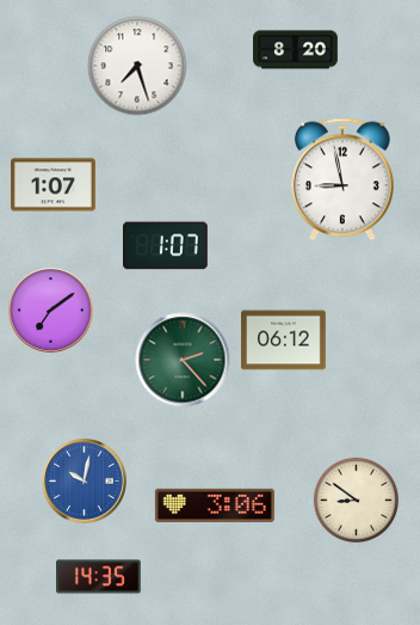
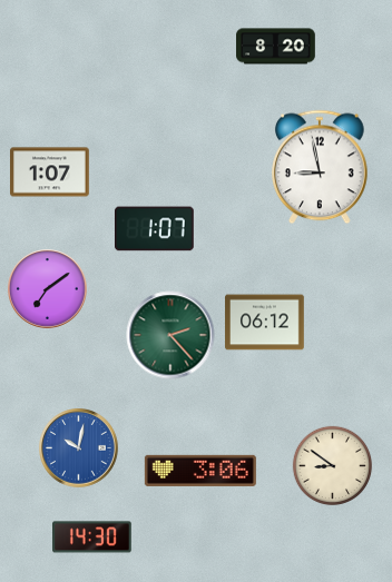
clock at (137, 66): 7:27 -> none
clock at (284, 341) position: (284, 341) -> (265, 323)
clock at (99, 577): 14:35 -> 14:30
